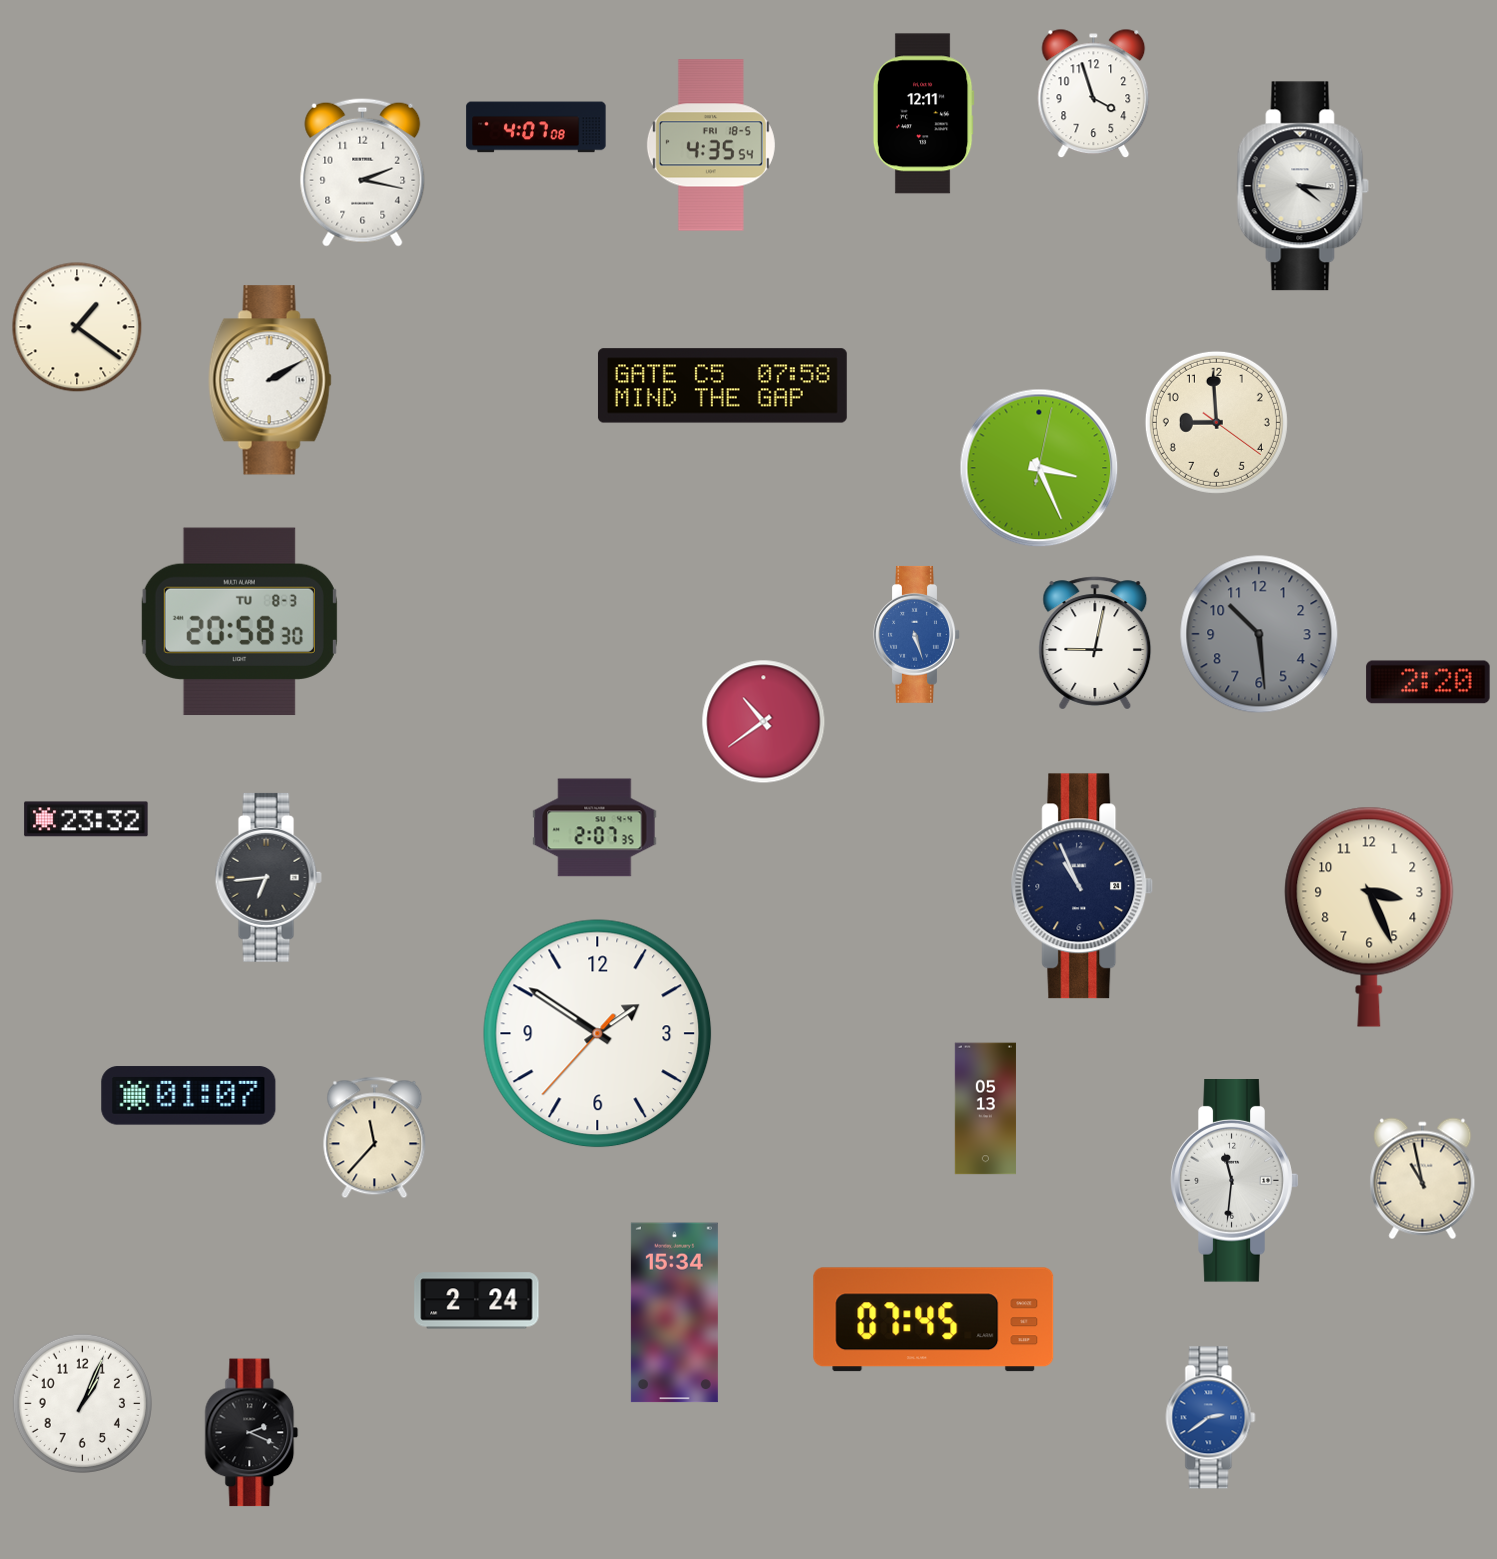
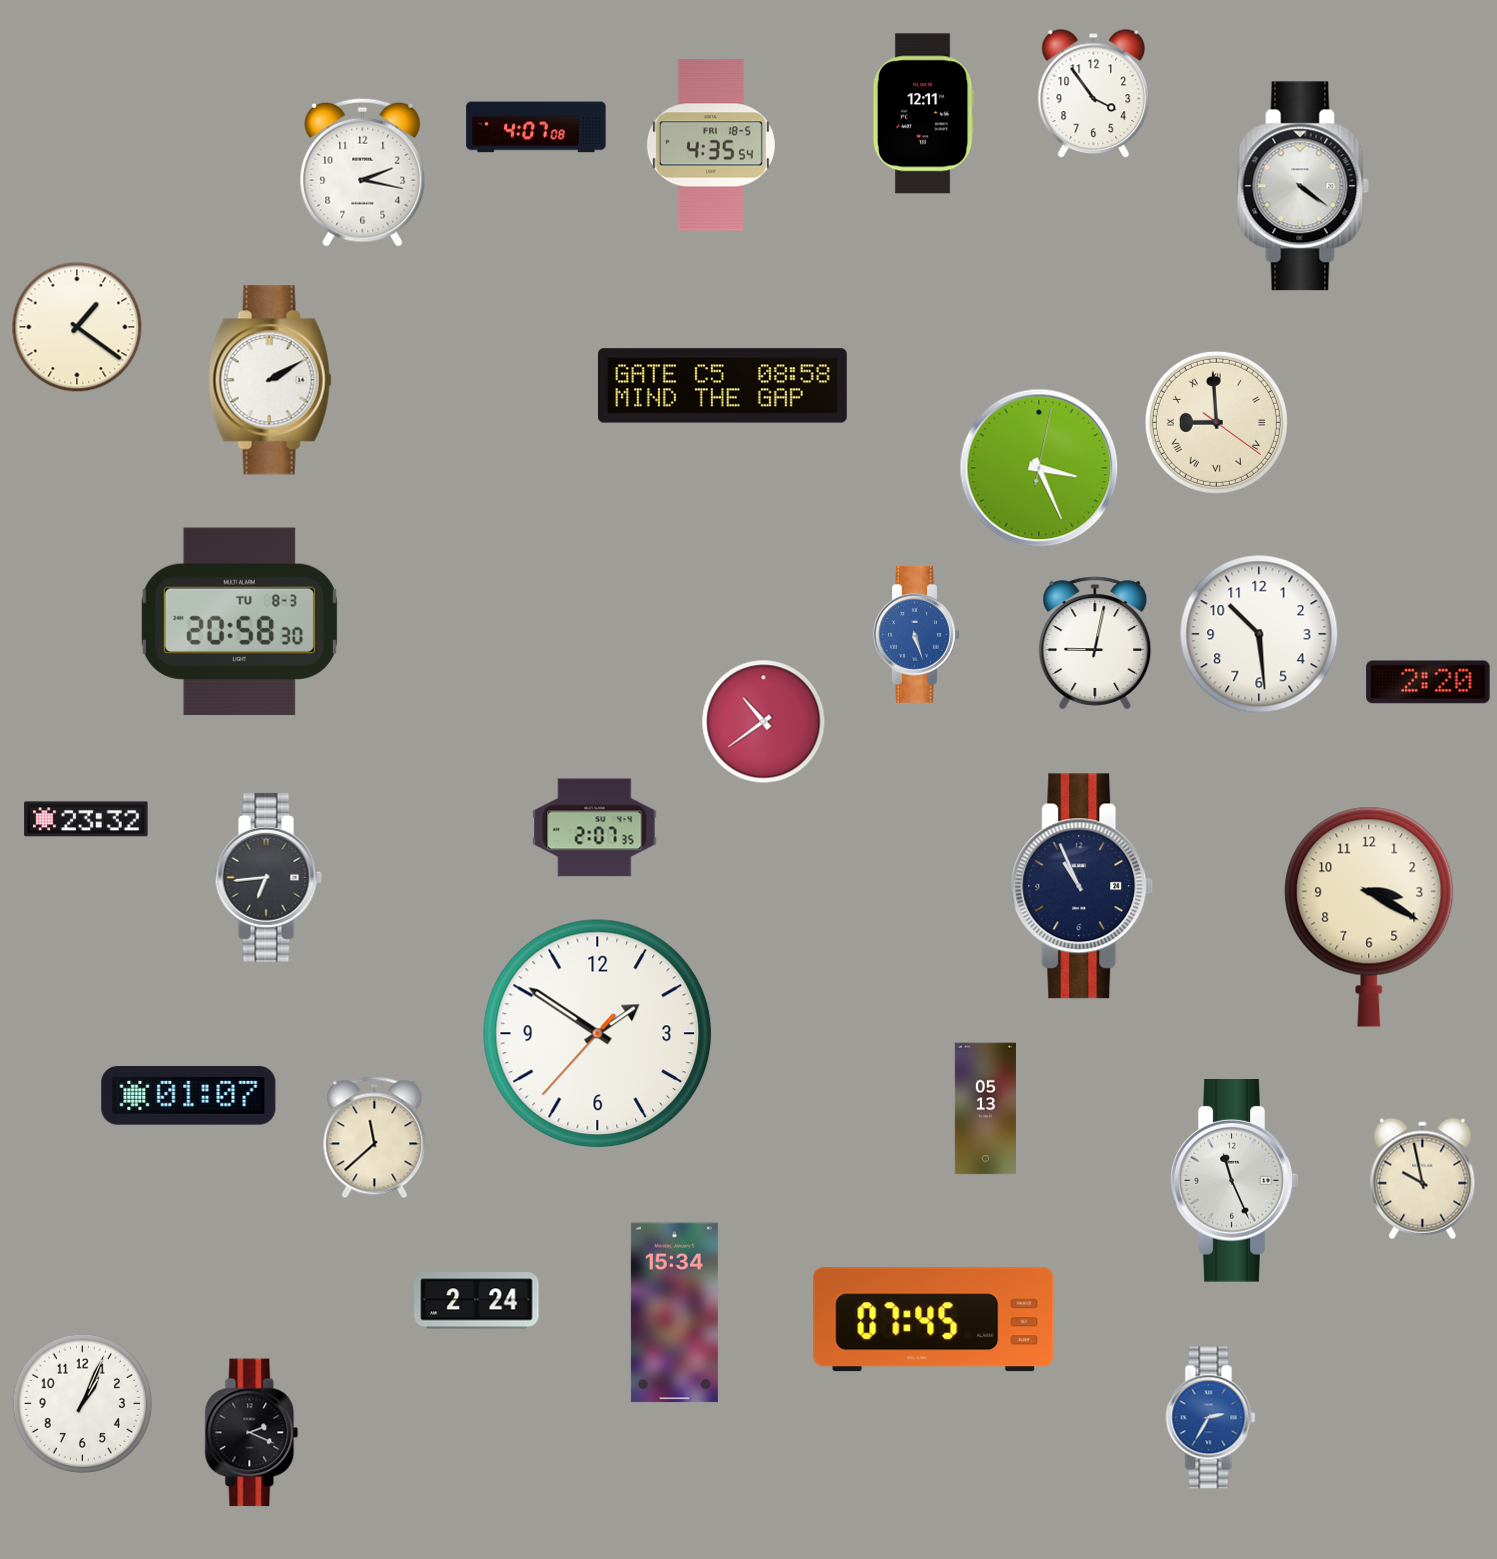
clock at (1094, 94): 3:57 -> 3:54
clock at (1303, 186): 4:16 -> 4:21
clock at (722, 386): 07:58 -> 08:58
clock at (1216, 422) numerals: Arabic -> Roman
clock at (1259, 634) dial: grey -> white
clock at (1369, 917): 3:26 -> 3:20
clock at (375, 1138): 11:37 -> 11:38
clock at (1423, 1179): 10:58 -> 9:58
clock at (1235, 1181): 11:31 -> 11:26
clock at (1211, 1418): 2:39 -> 2:35
